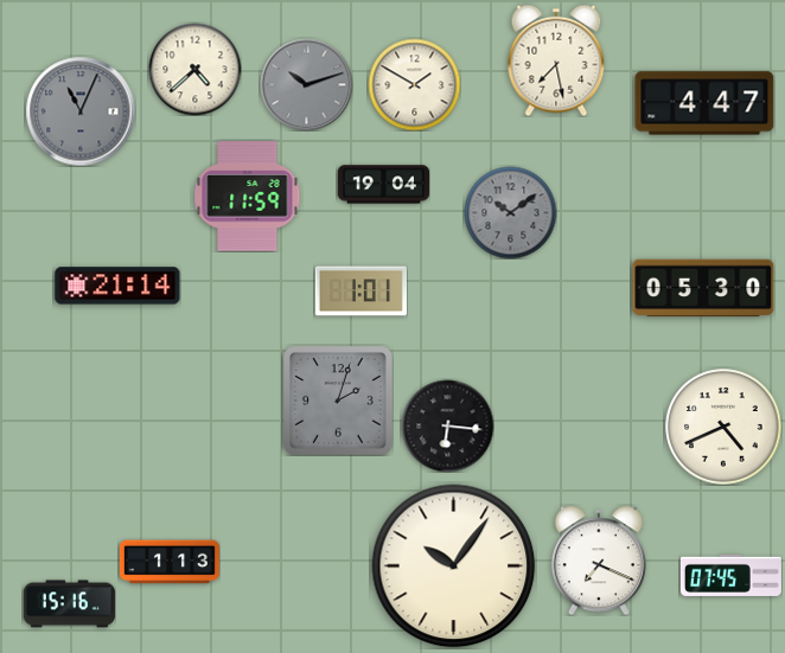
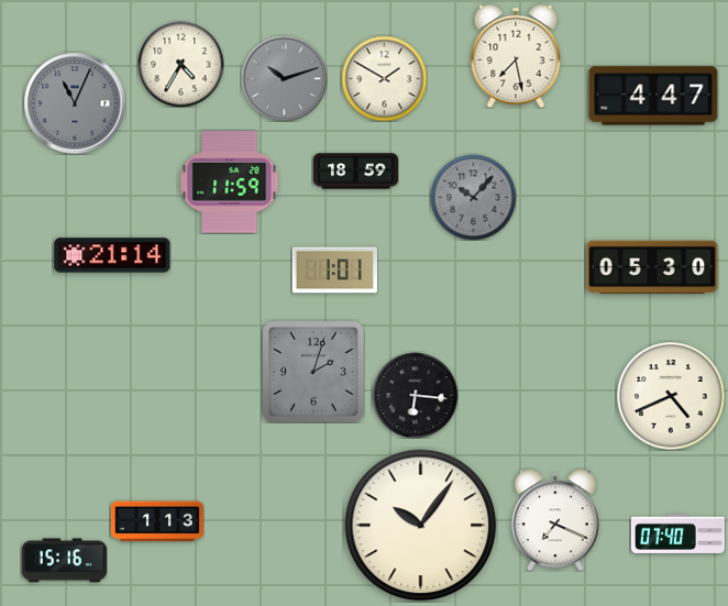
clock at (194, 69): 4:38 -> 4:35
clock at (383, 185): 19:04 -> 18:59
clock at (510, 212): 10:09 -> 10:07
clock at (117, 286) position: (117, 286) -> (112, 255)
clock at (730, 575): 07:45 -> 07:40
